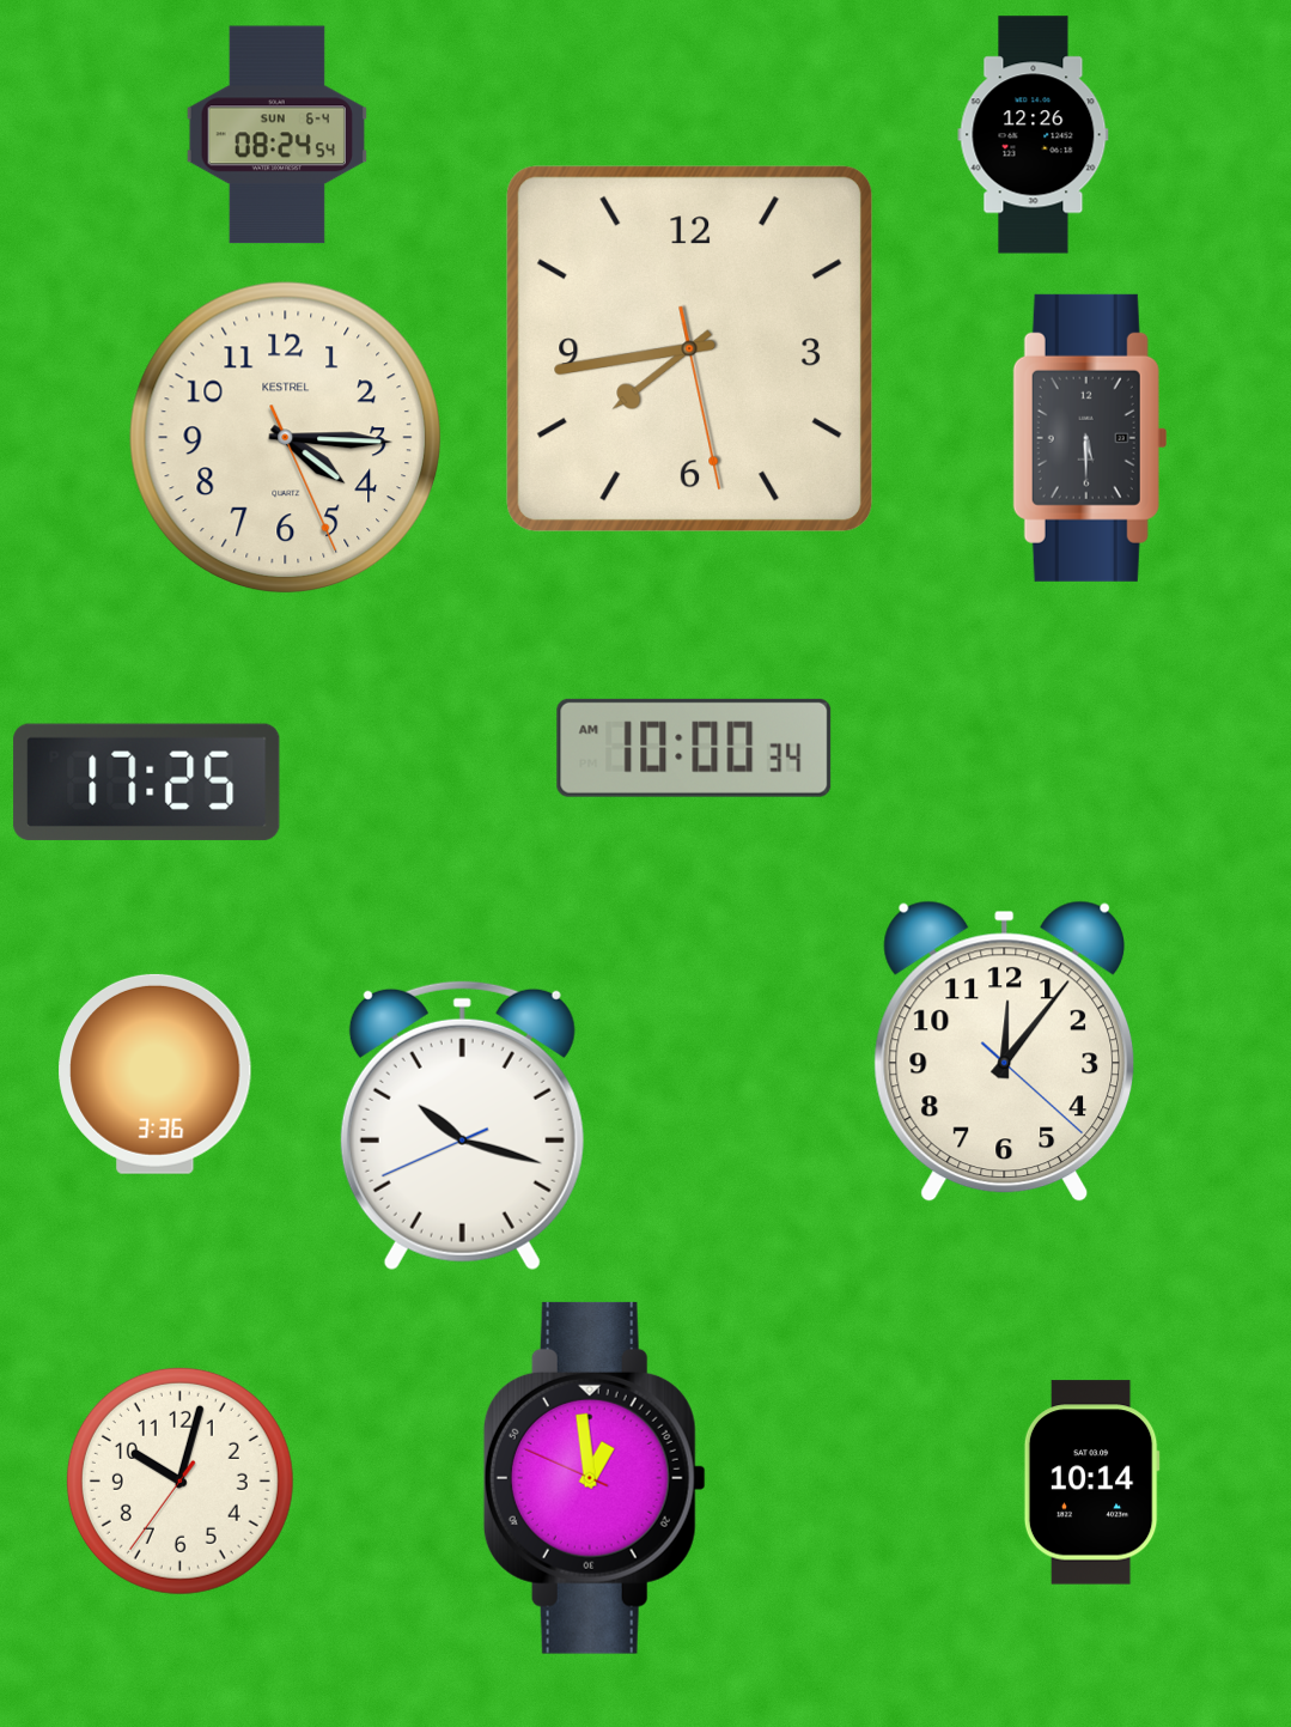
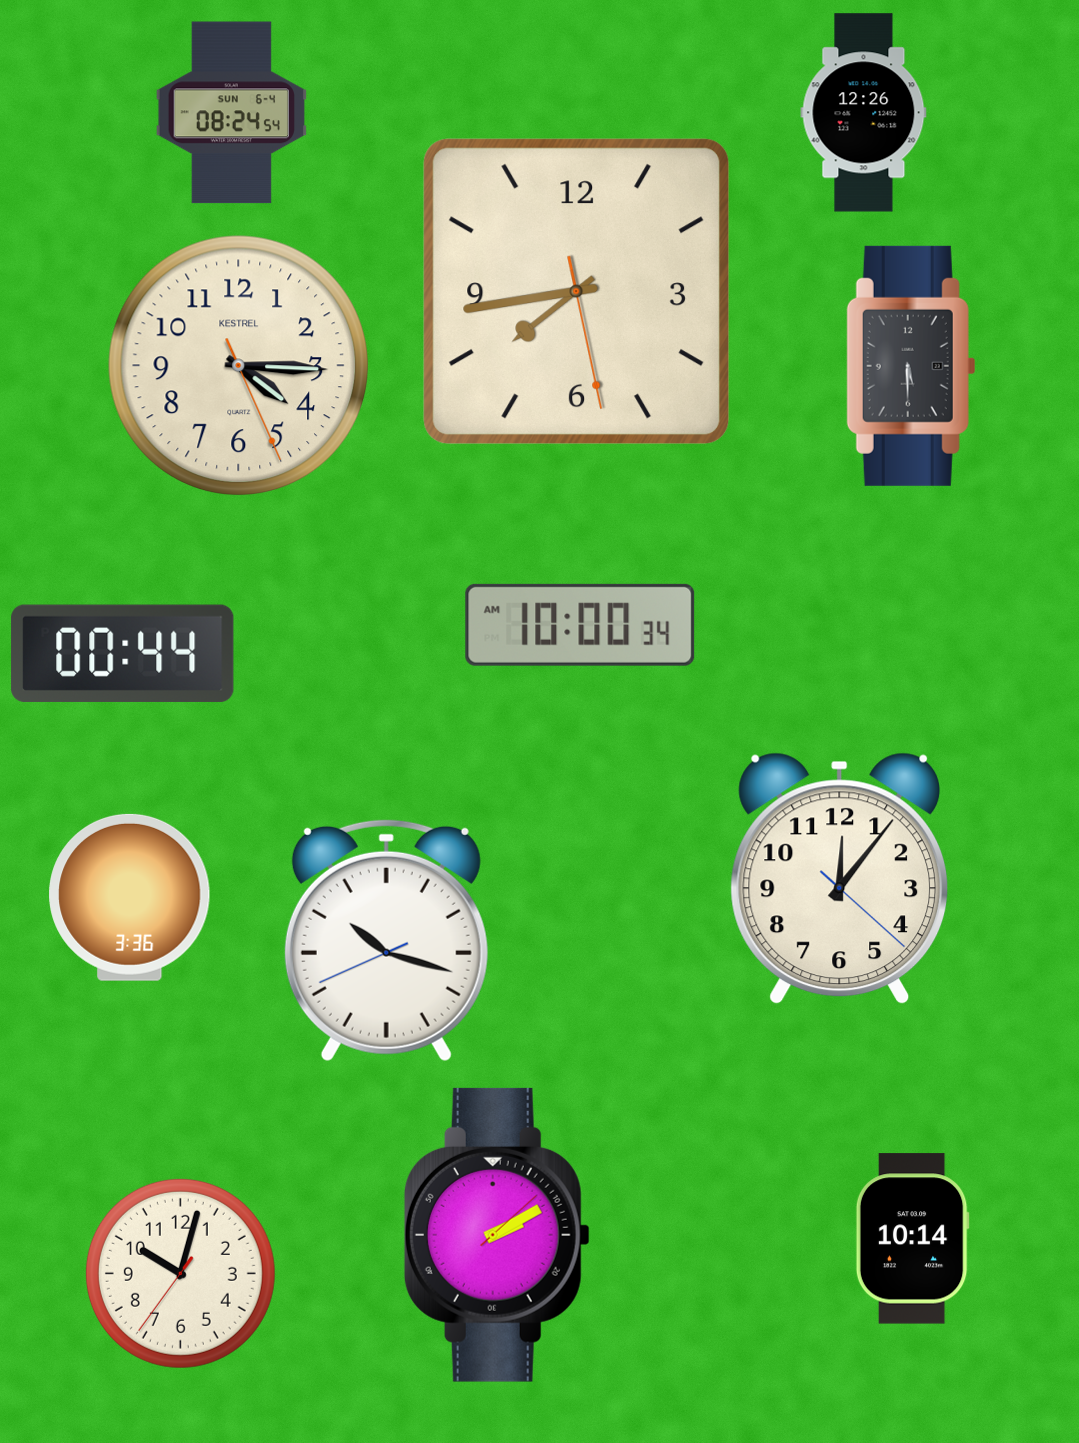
clock at (147, 782): 17:25 -> 00:44
clock at (595, 1478): 12:58 -> 2:10
clock at (179, 1480) position: (179, 1480) -> (180, 1273)
